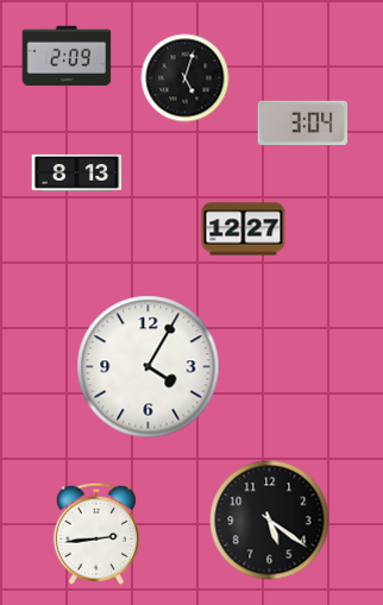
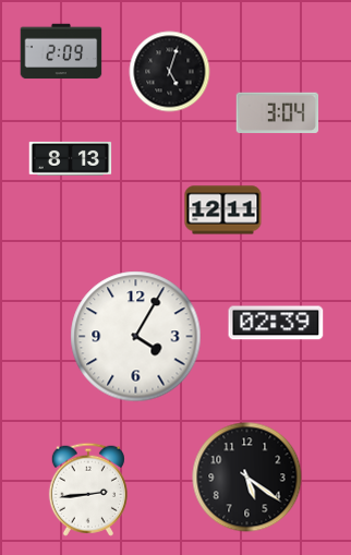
clock at (244, 229): 12:27 -> 12:11
clock at (276, 323): none -> 02:39
